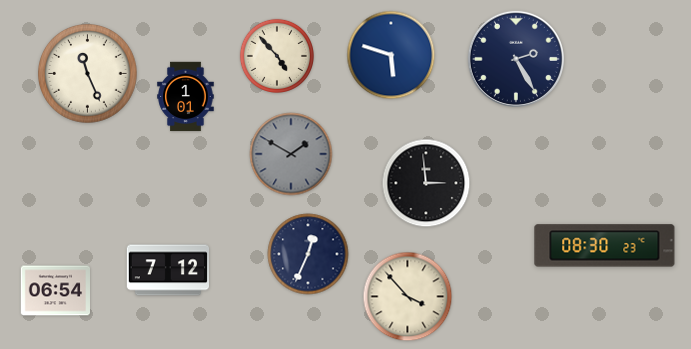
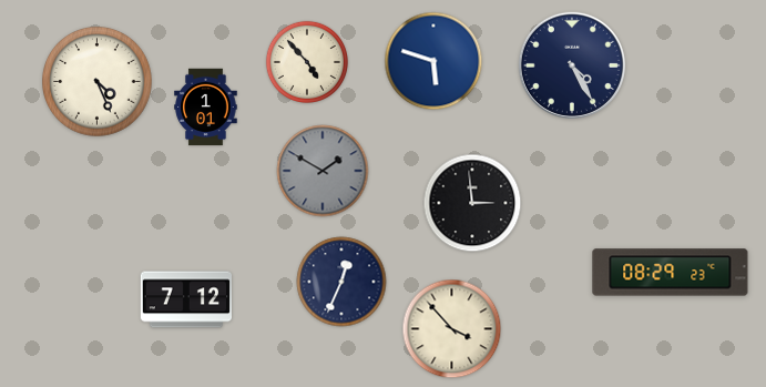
clock at (516, 59): 2:25 -> 4:25
clock at (88, 74): 11:26 -> 4:26
clock at (605, 246): 08:30 -> 08:29
clock at (56, 291): 06:54 -> none
